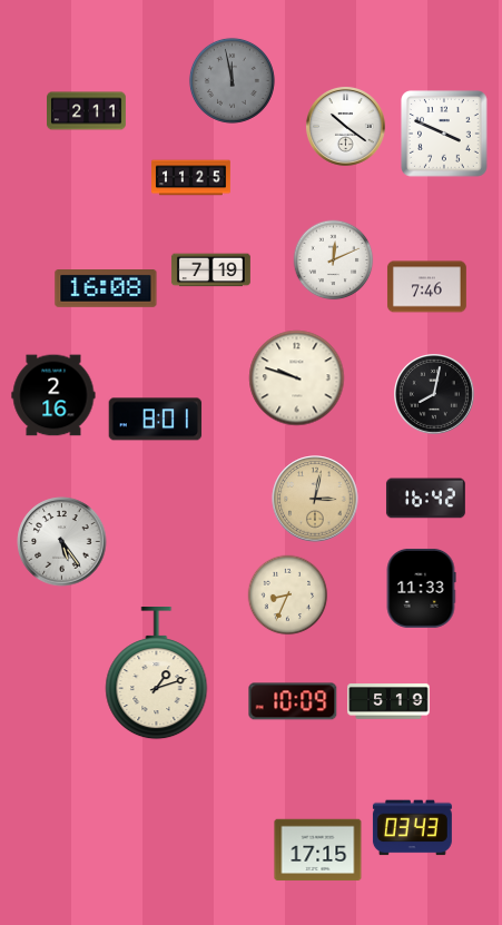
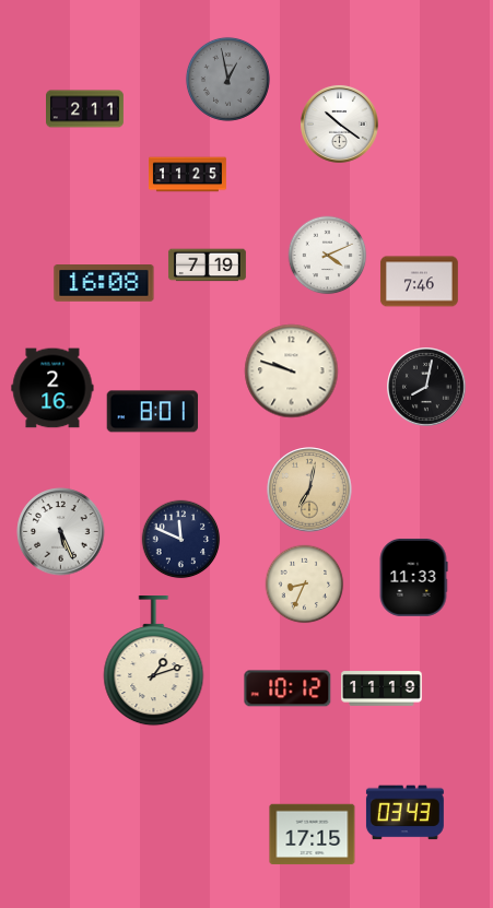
clock at (232, 80): 11:58 -> 12:58
clock at (445, 135): 3:49 -> none
clock at (334, 260): 12:11 -> 4:11
clock at (315, 499): 3:02 -> 7:02
clock at (425, 499): 16:42 -> none
clock at (62, 542): 5:24 -> 5:26
clock at (181, 540): none -> 11:49
clock at (288, 596) position: (288, 596) -> (305, 585)
clock at (293, 701): 10:09 -> 10:12
clock at (388, 701): 5:19 -> 11:19
